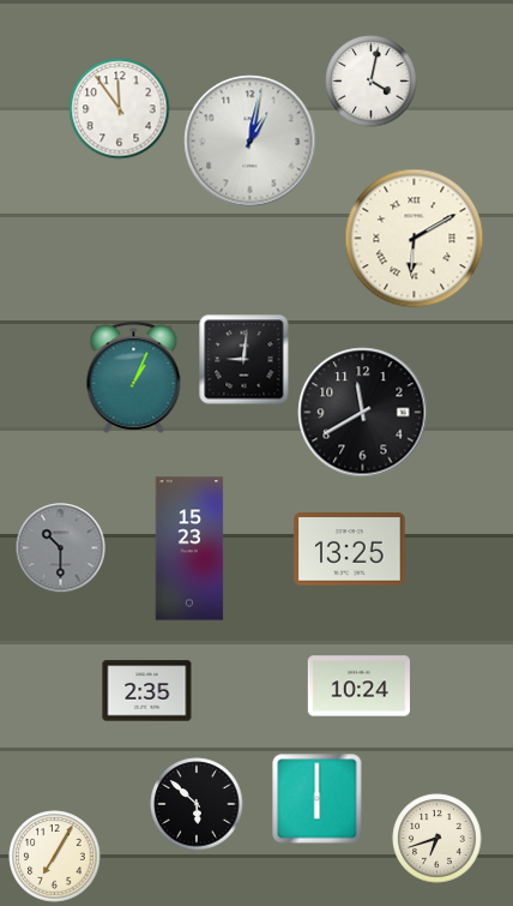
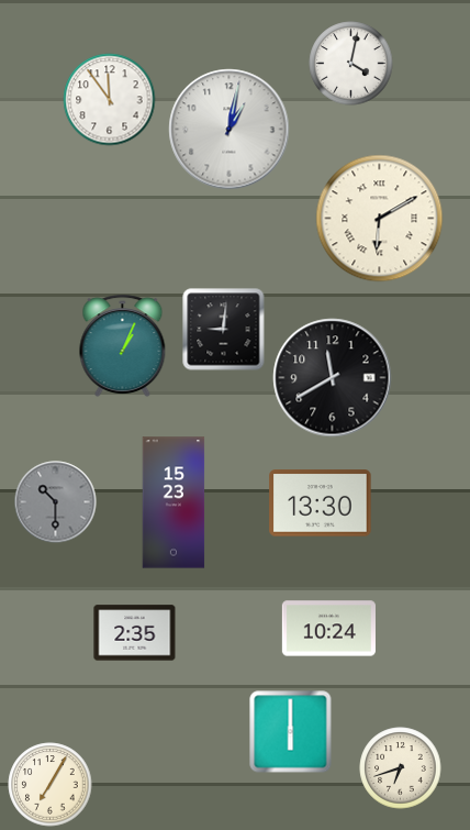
clock at (372, 82) position: (372, 82) -> (351, 64)
clock at (350, 550): 13:25 -> 13:30
clock at (197, 804): 5:52 -> none
